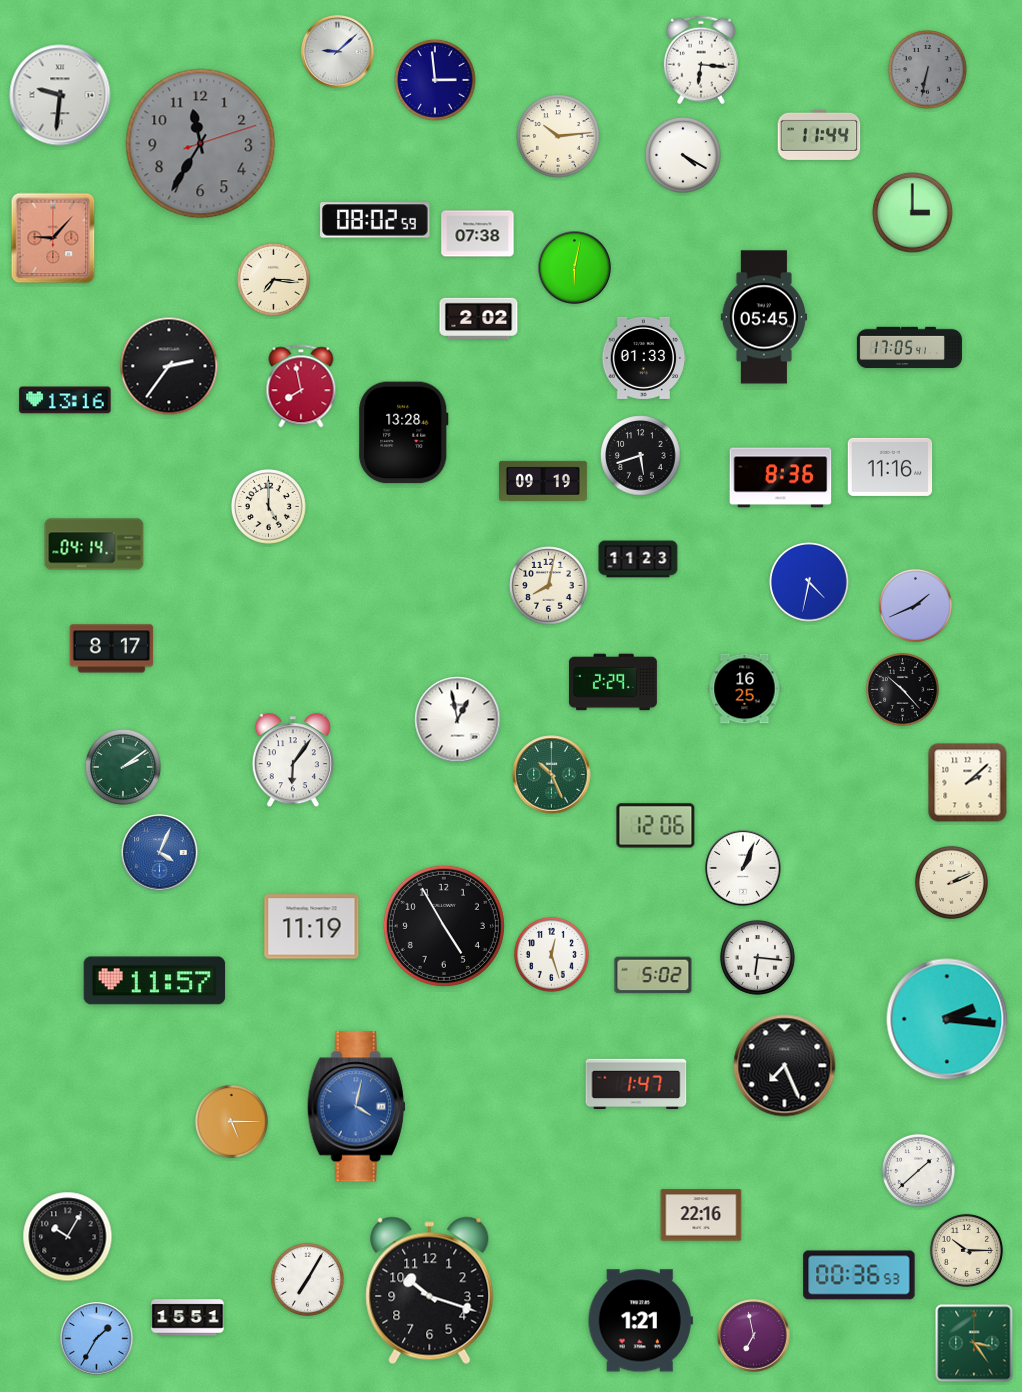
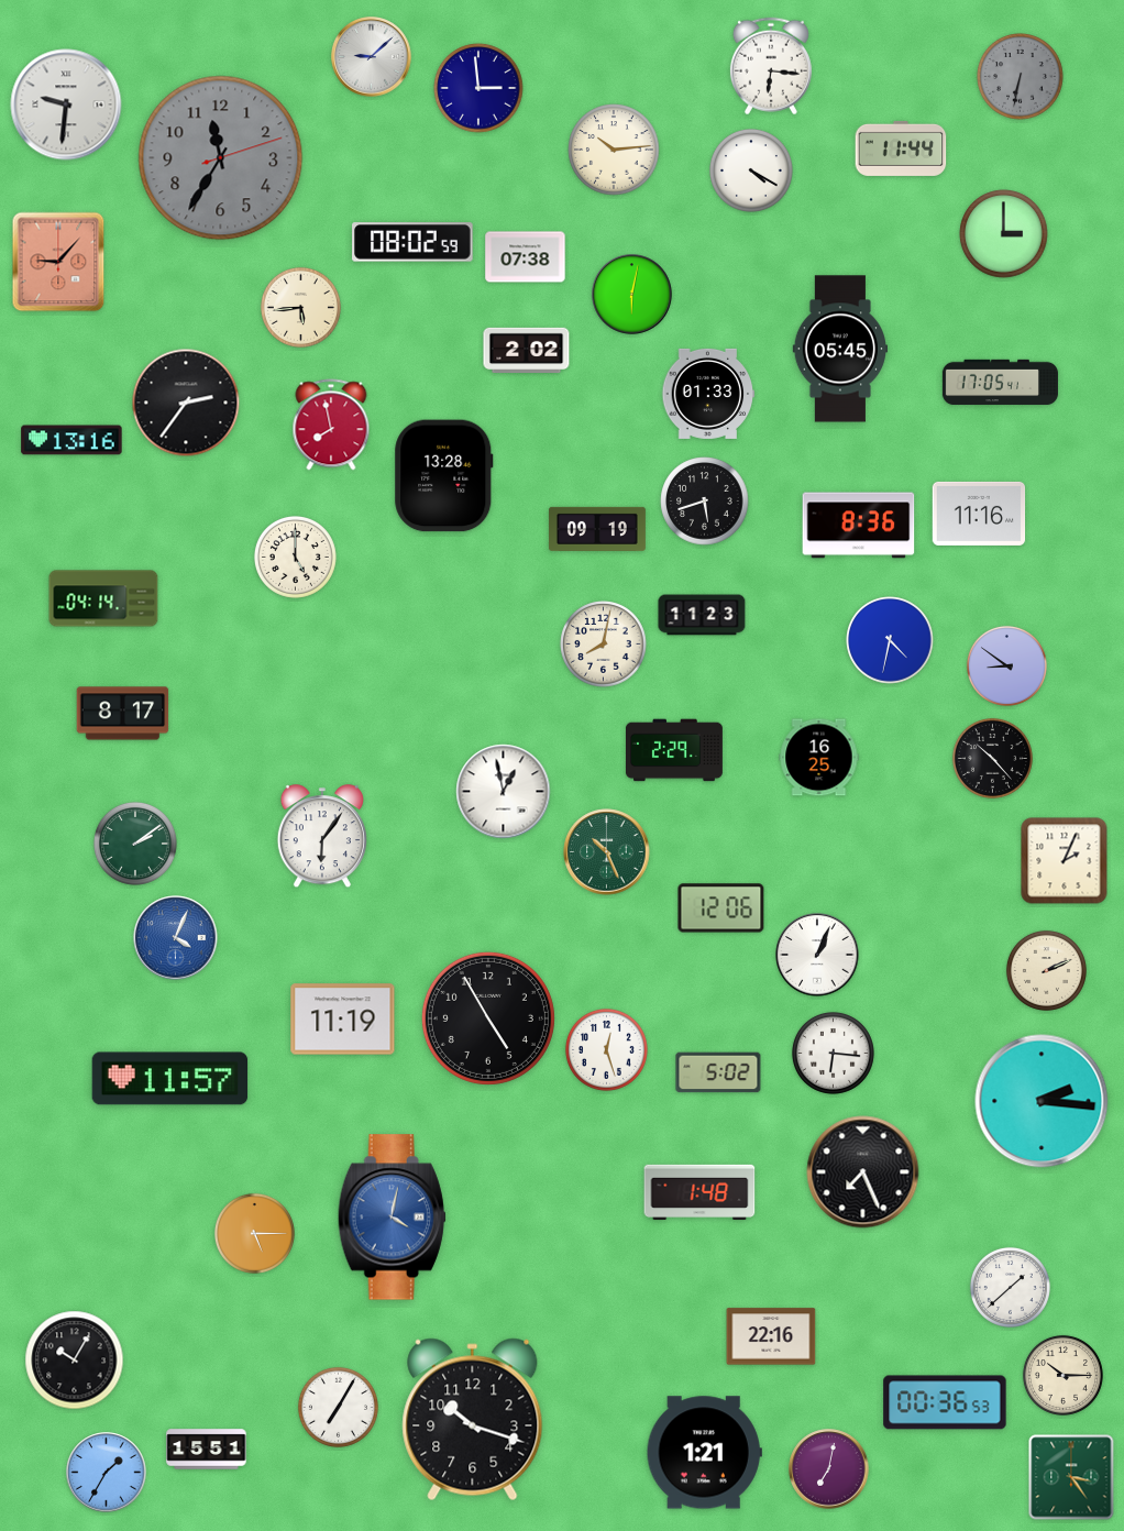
clock at (273, 279): 7:16 -> 5:44
clock at (915, 605): 1:41 -> 8:51
clock at (968, 783): 2:08 -> 2:04
clock at (947, 1019) position: (947, 1019) -> (1042, 1101)
clock at (636, 1084): 1:47 -> 1:48
clock at (754, 1336): 6:58 -> 7:02
